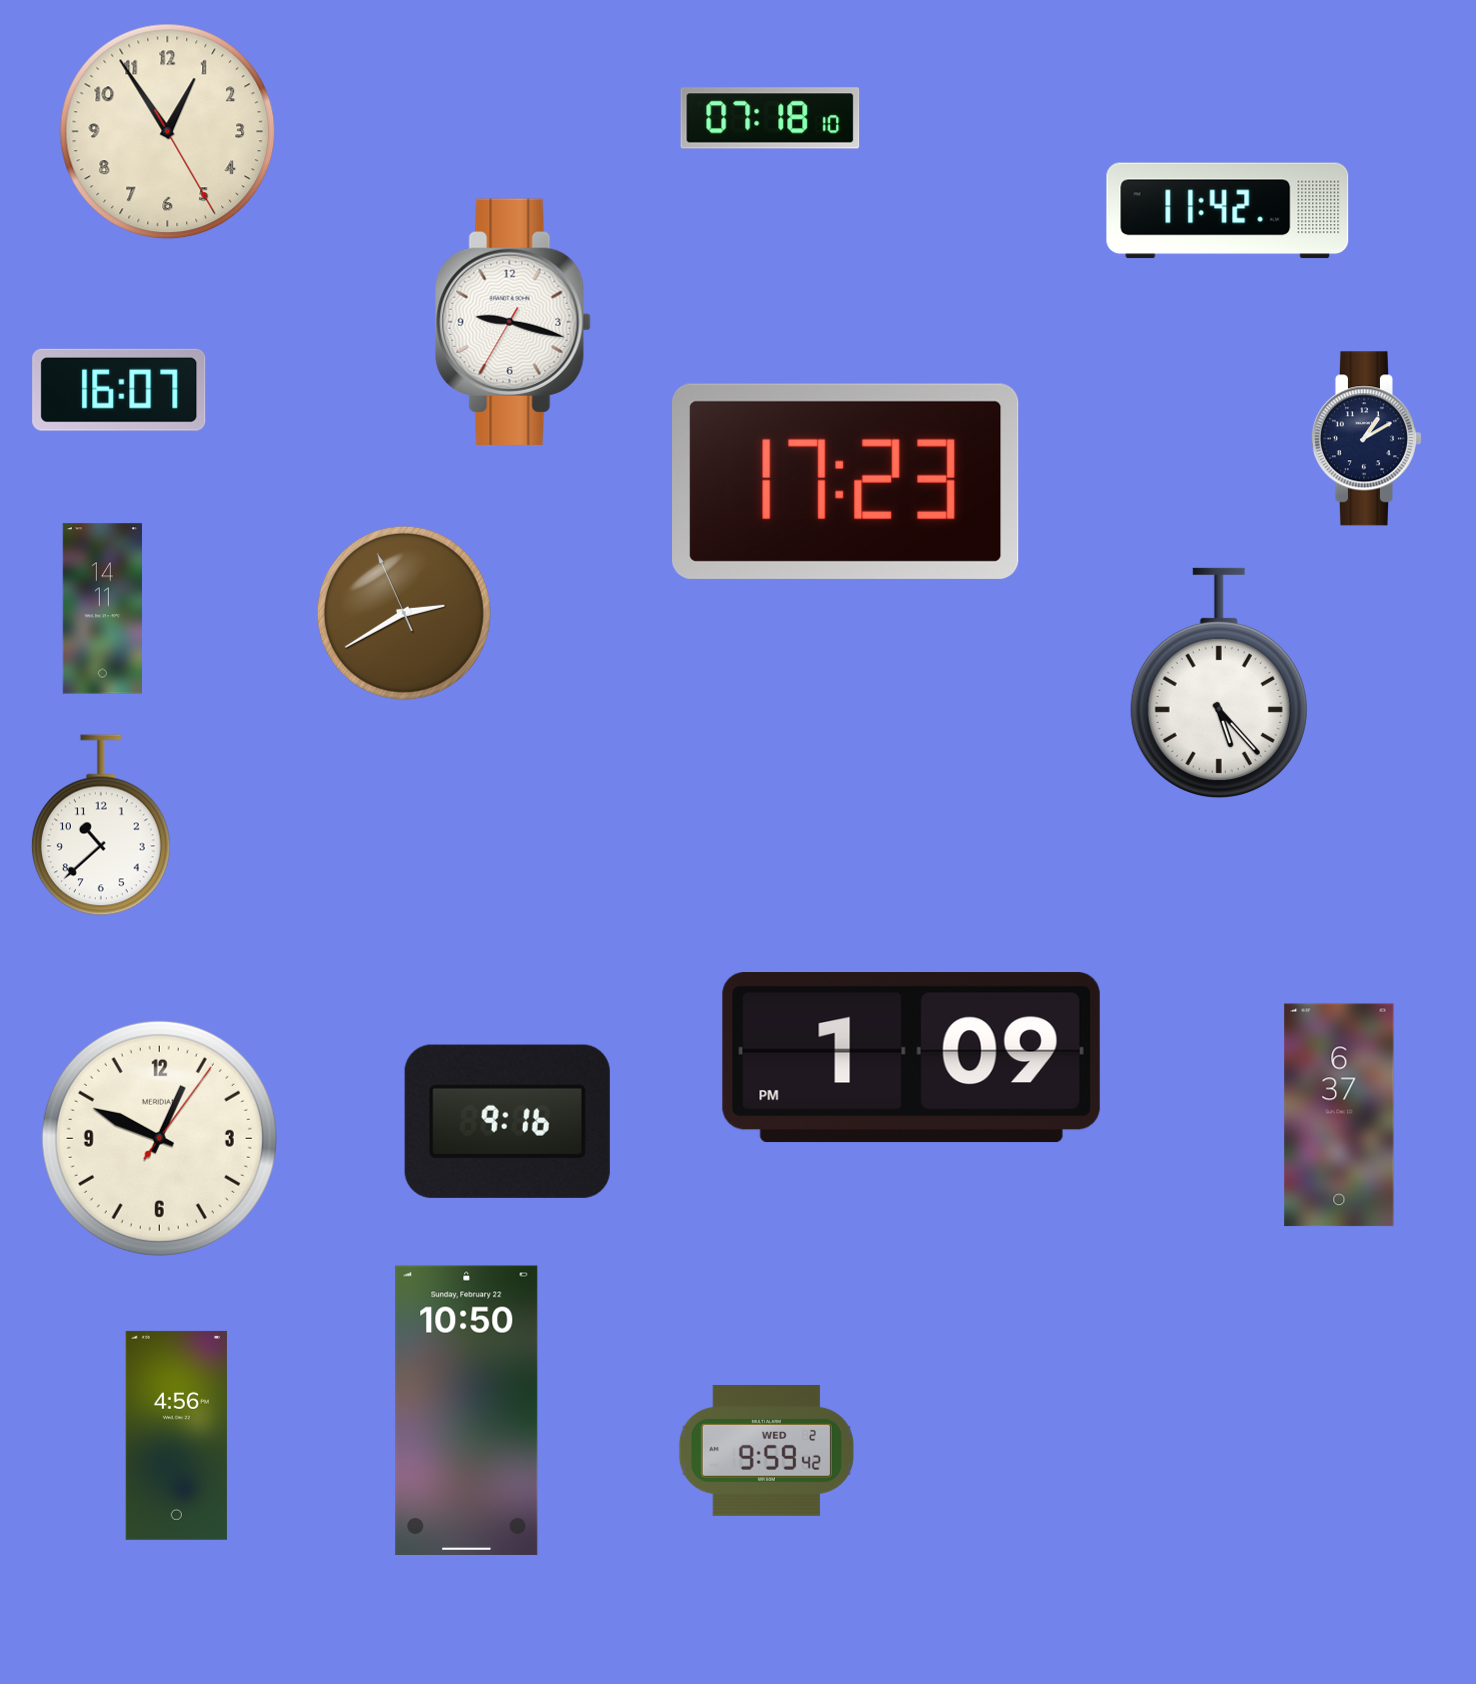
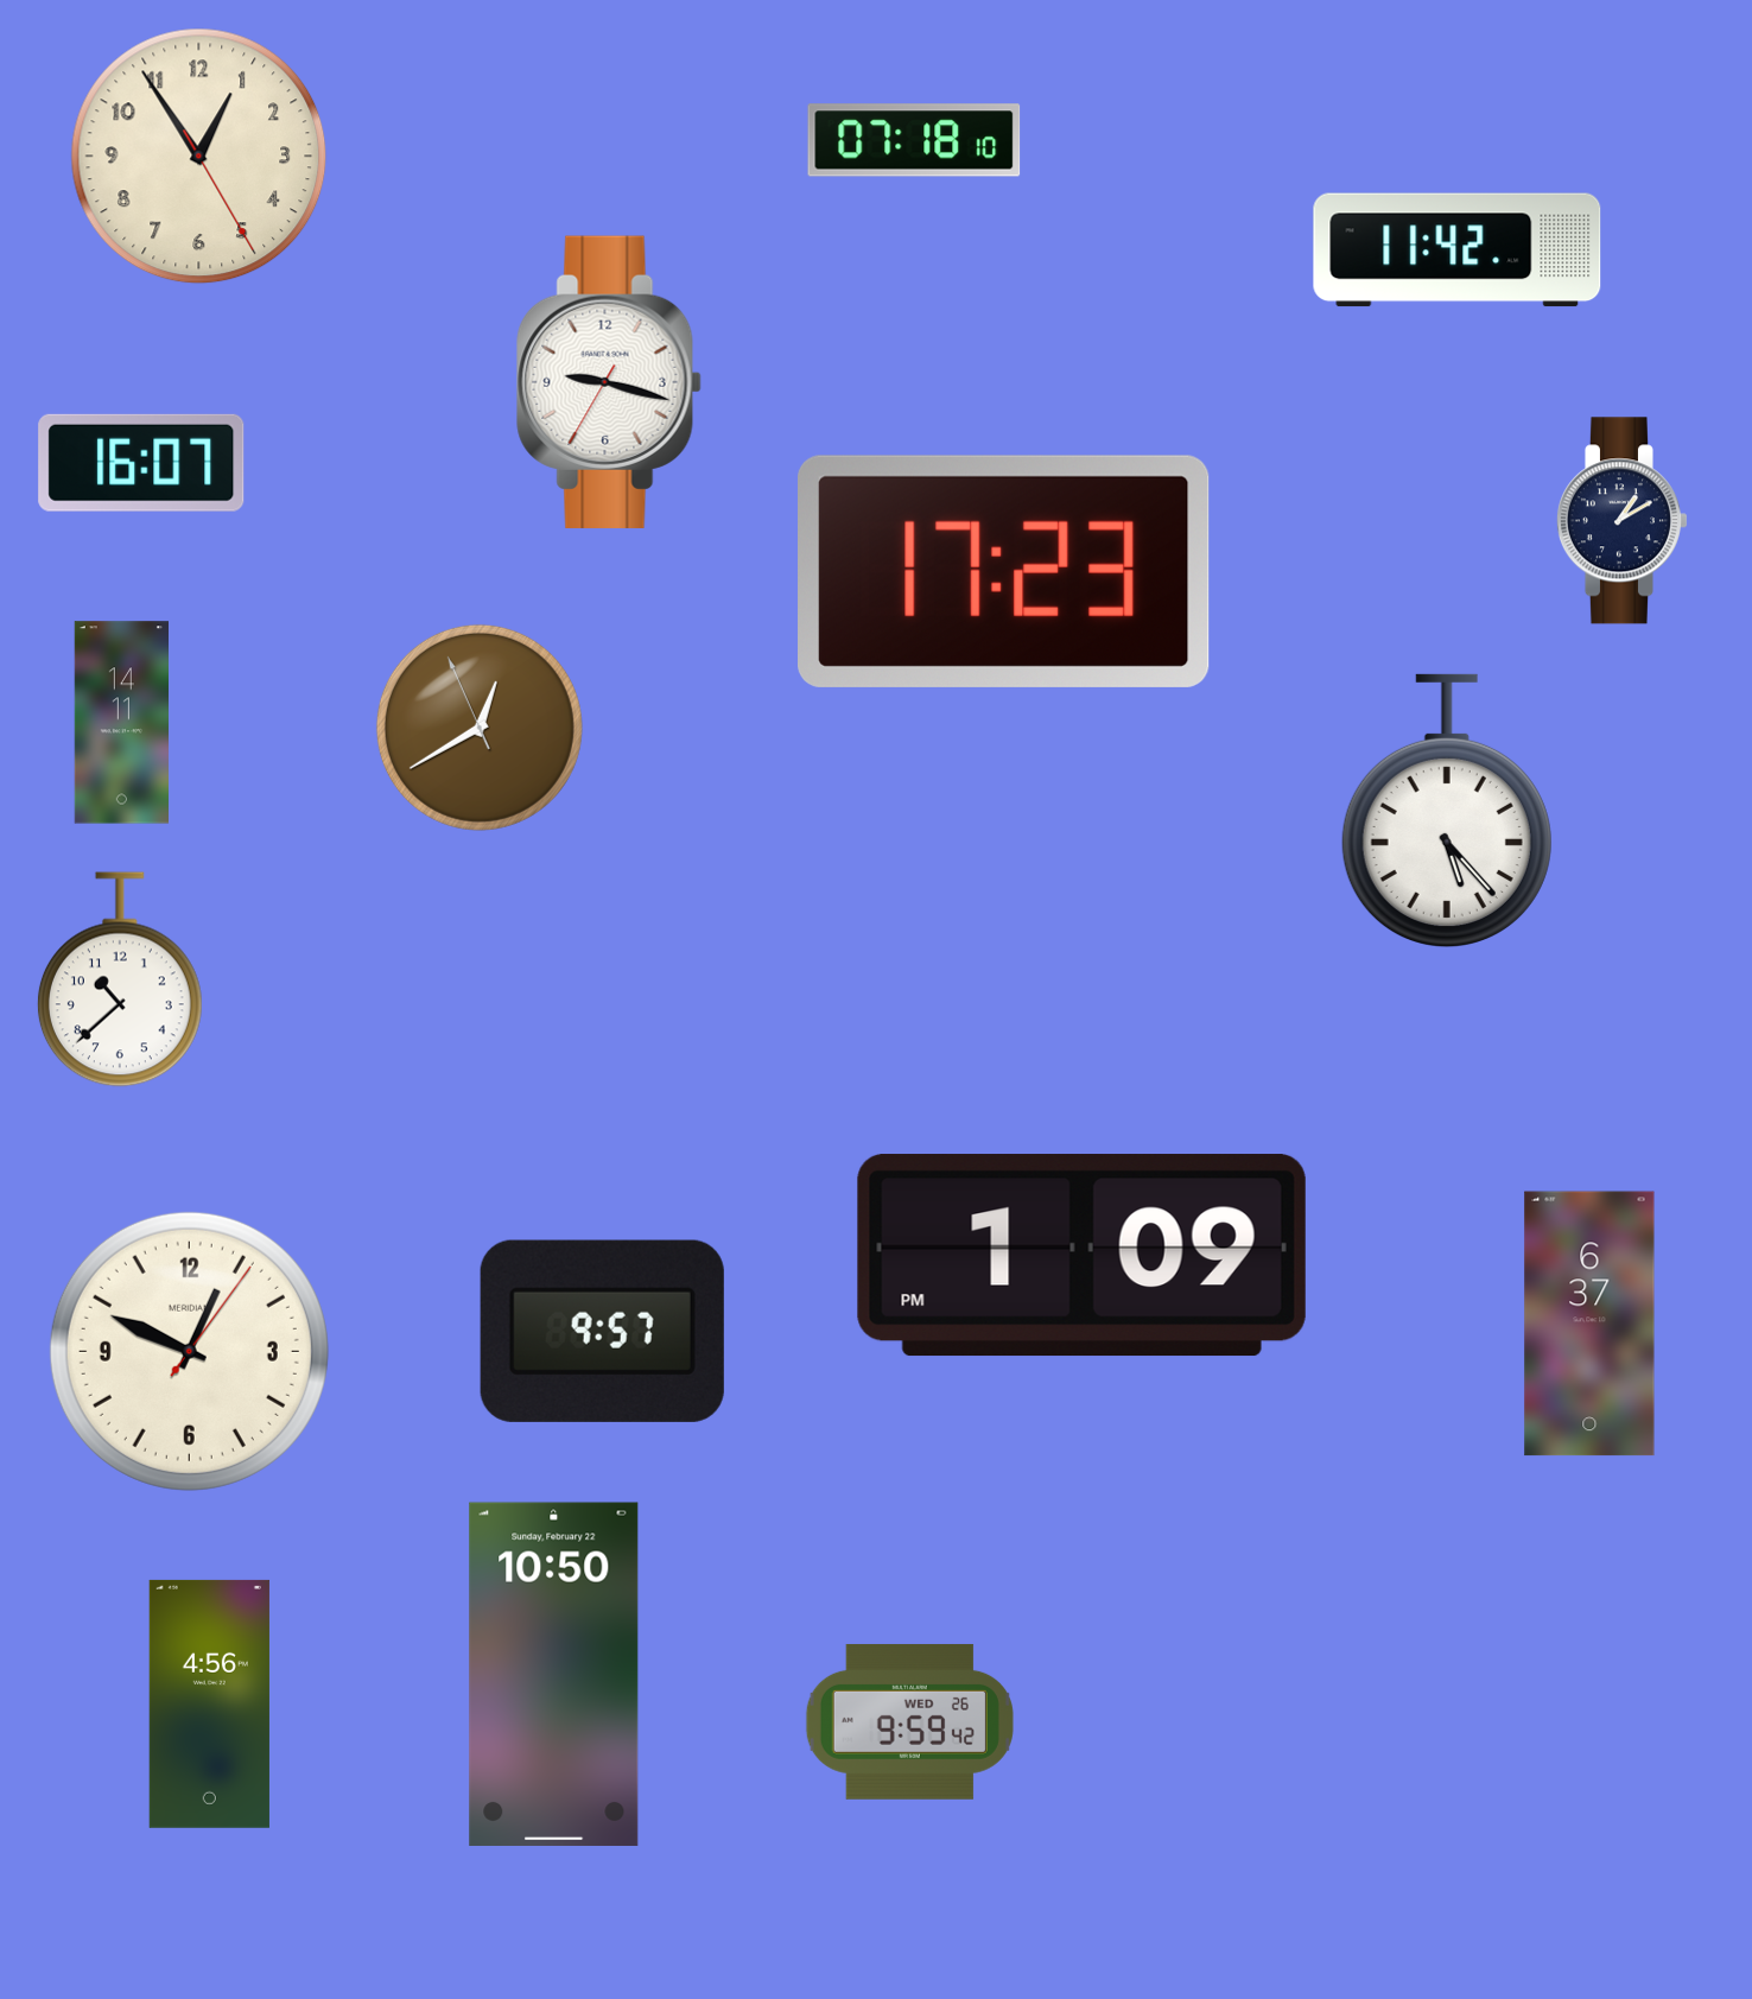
clock at (404, 613): 2:39 -> 12:39
clock at (507, 1121): 9:16 -> 9:57
clock at (766, 1450) date: WED 2 -> WED 26
